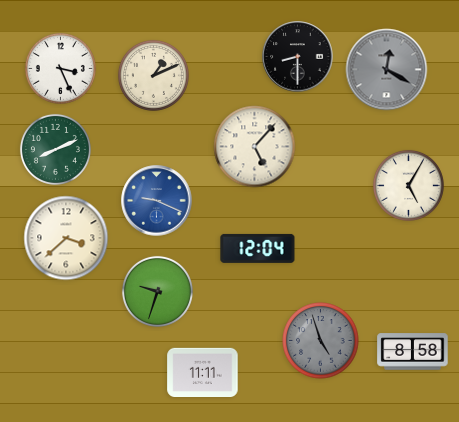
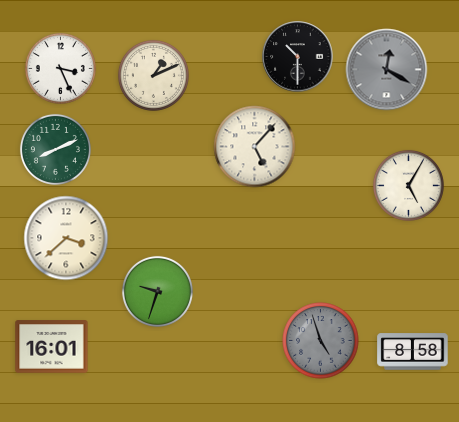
clock at (298, 57): 8:30 -> 10:30
clock at (157, 201): 9:19 -> none
clock at (258, 248): 12:04 -> none
clock at (52, 347): none -> 16:01
clock at (203, 372): 11:11 -> none
